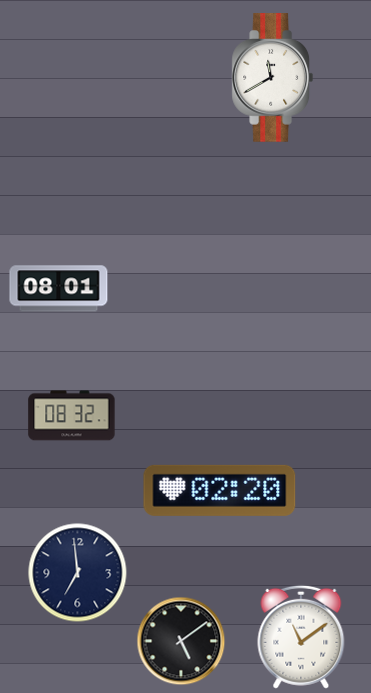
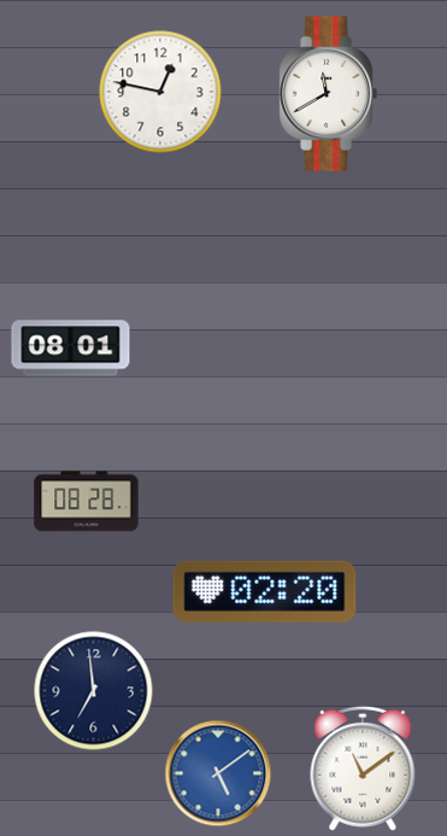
clock at (160, 92): none -> 12:47
clock at (72, 416): 08:32 -> 08:28
clock at (181, 641) dial: black -> blue
